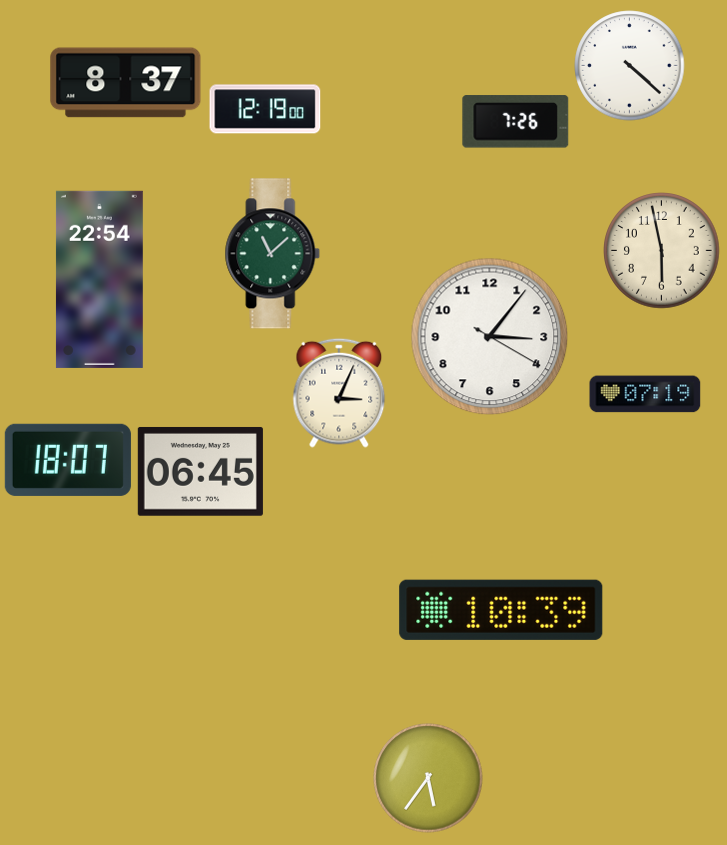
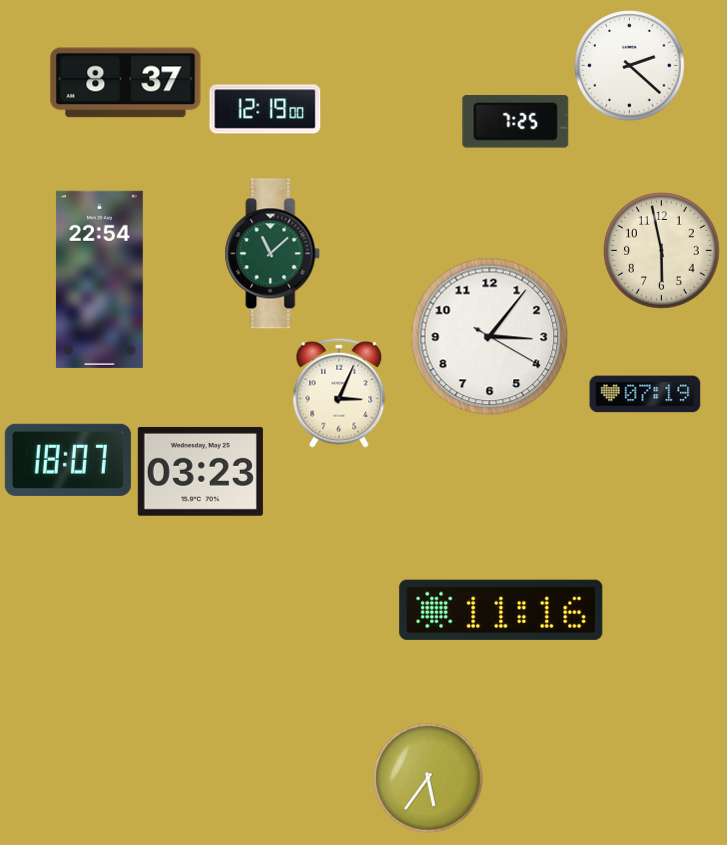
clock at (630, 66): 4:22 -> 2:22
clock at (516, 122): 7:26 -> 7:25
clock at (200, 471): 06:45 -> 03:23
clock at (501, 610): 10:39 -> 11:16
